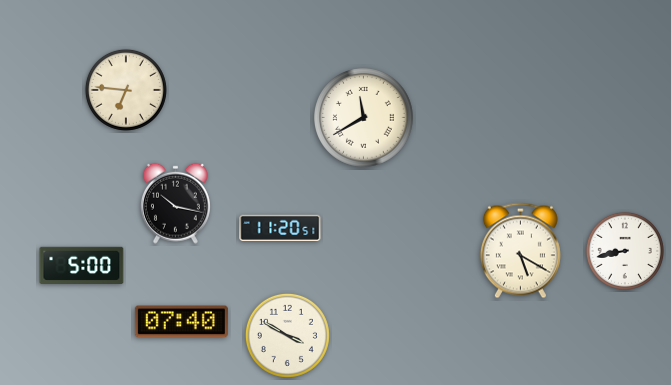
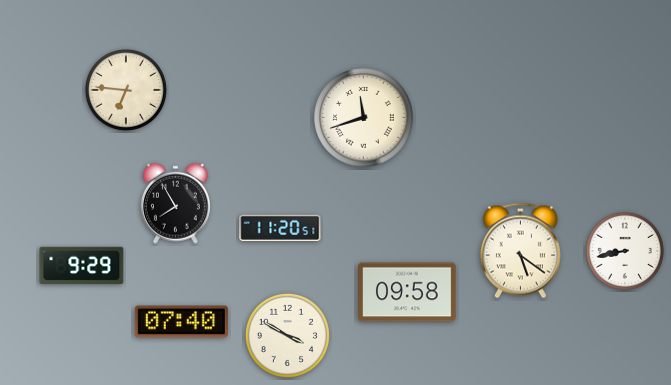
clock at (364, 118): 11:40 -> 11:42
clock at (175, 203): 10:17 -> 7:55
clock at (520, 251): 5:20 -> 5:21
clock at (82, 265): 5:00 -> 9:29
clock at (408, 292): none -> 09:58
